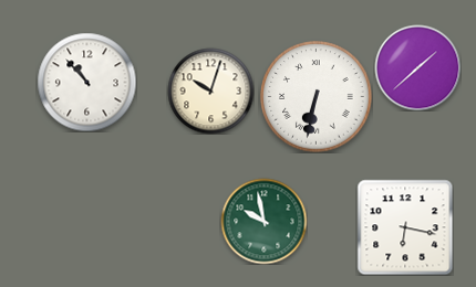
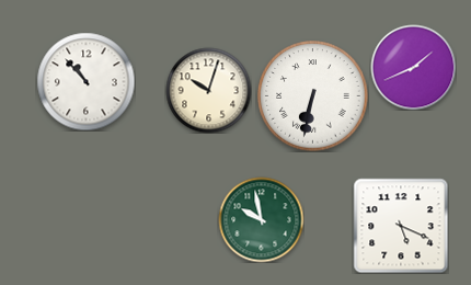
clock at (417, 67): 1:38 -> 1:41
clock at (405, 227): 6:17 -> 5:19
